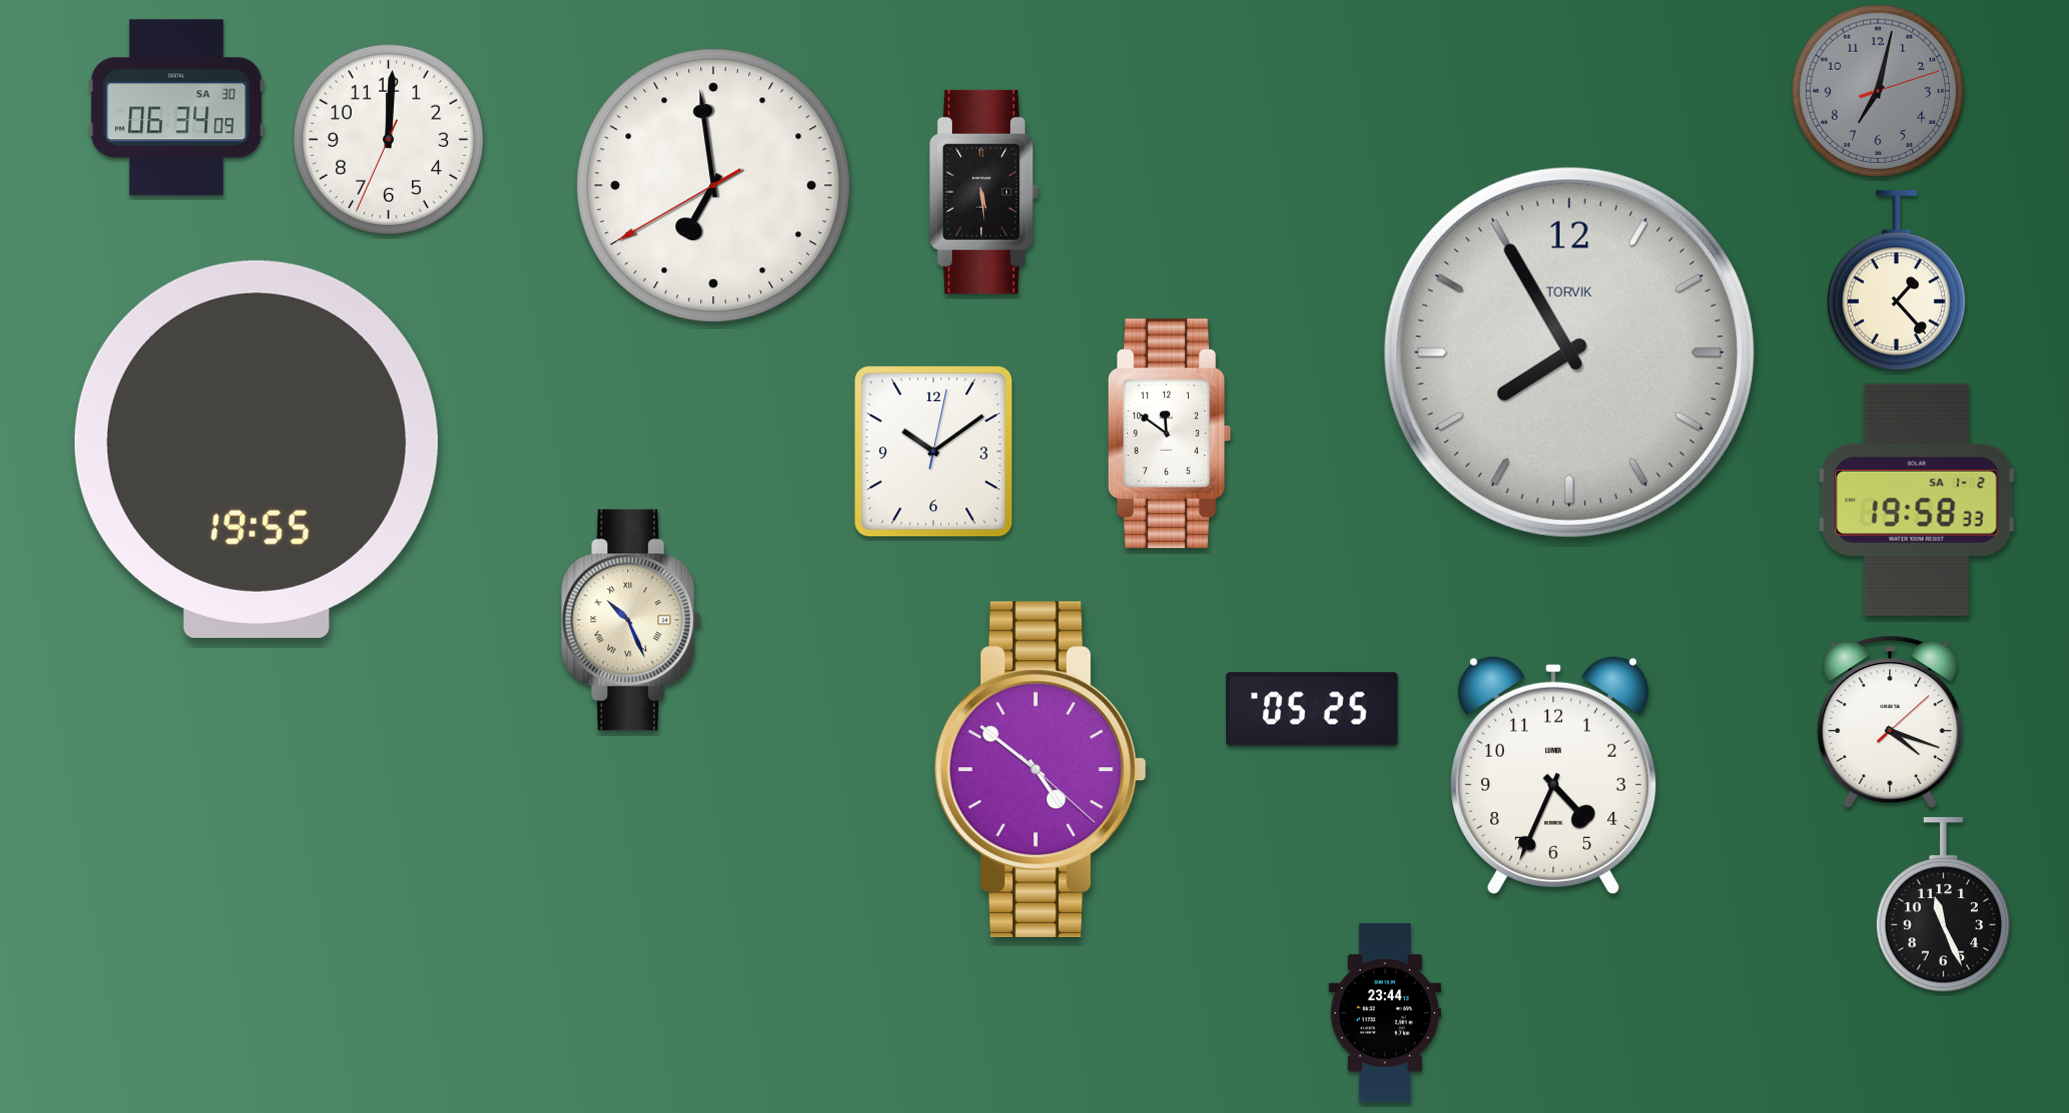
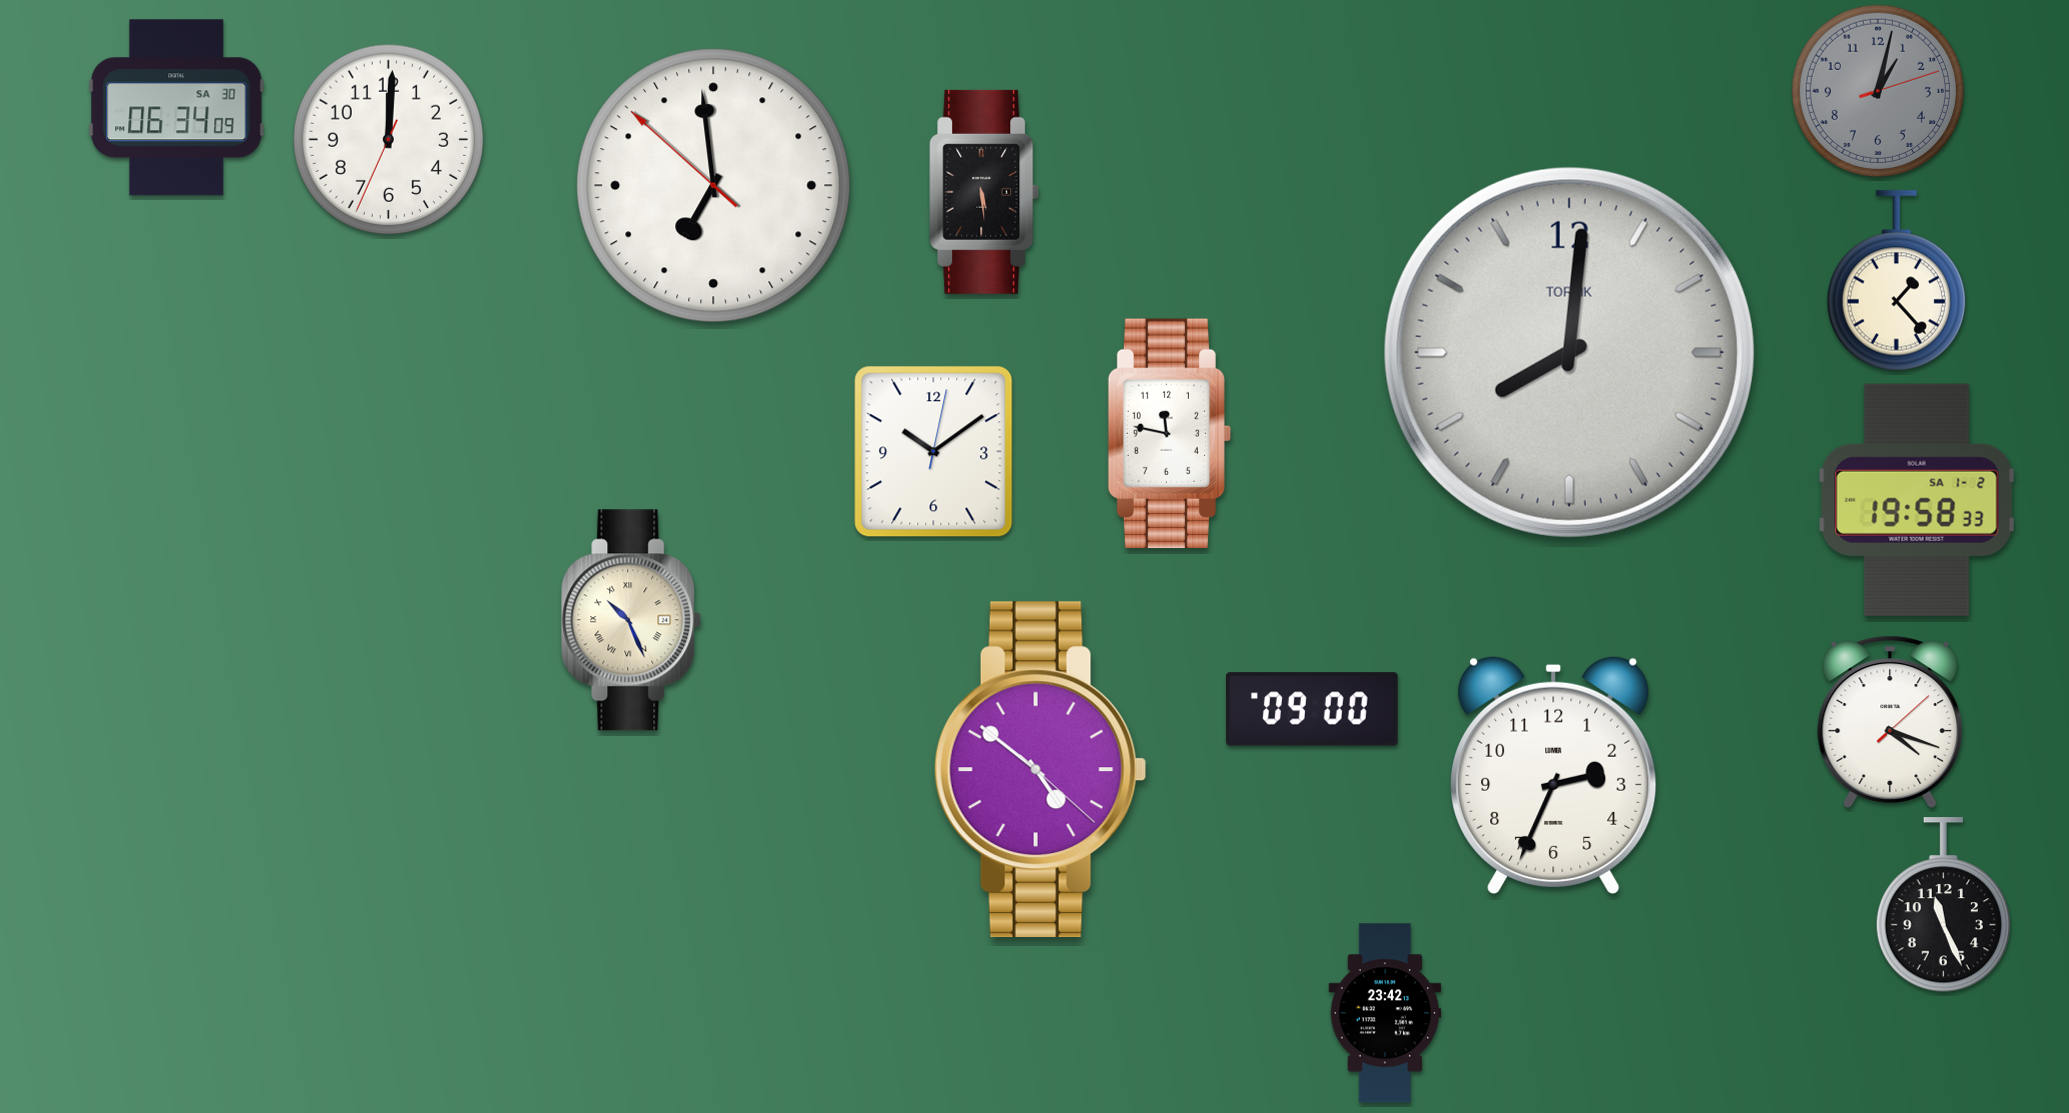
clock at (1878, 91): 7:02 -> 1:02
clock at (714, 186): 6:58:40 -> 6:58:52
clock at (1569, 352): 7:55 -> 8:01
clock at (1169, 434): 11:51 -> 11:47
clock at (256, 449): 19:55 -> none
clock at (1313, 709): 05:25 -> 09:00
clock at (1554, 775): 4:34 -> 2:34
clock at (1385, 1013): 23:44 -> 23:42
